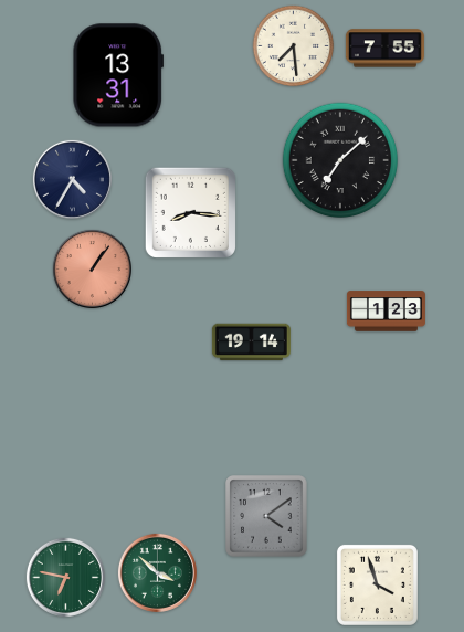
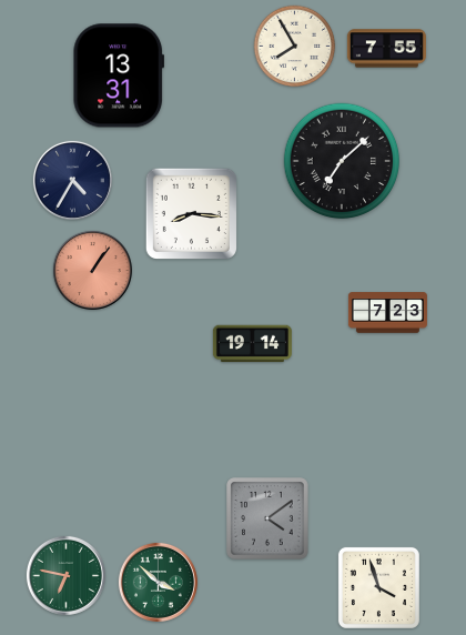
clock at (294, 46): 7:29 -> 7:55
clock at (386, 312): 1:23 -> 7:23
clock at (157, 572) position: (157, 572) -> (158, 582)
clock at (65, 577) position: (65, 577) -> (65, 575)
